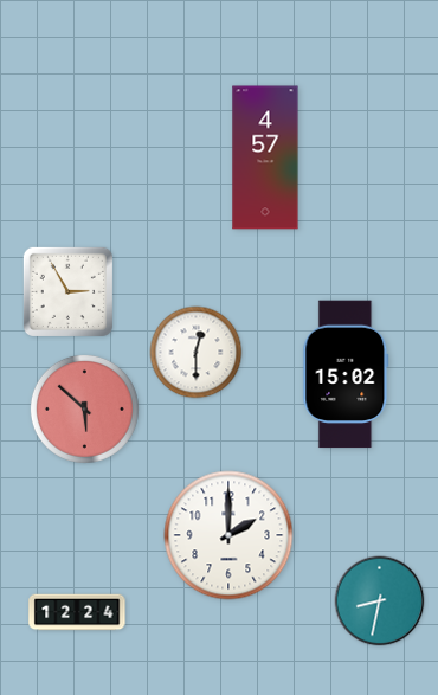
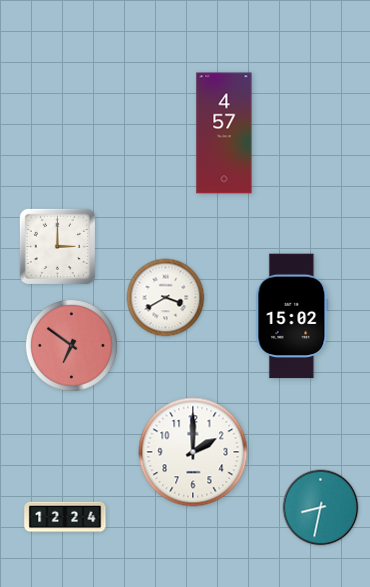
clock at (67, 291): 2:55 -> 3:00
clock at (197, 353): 12:30 -> 3:40
clock at (84, 408): 5:52 -> 6:51
